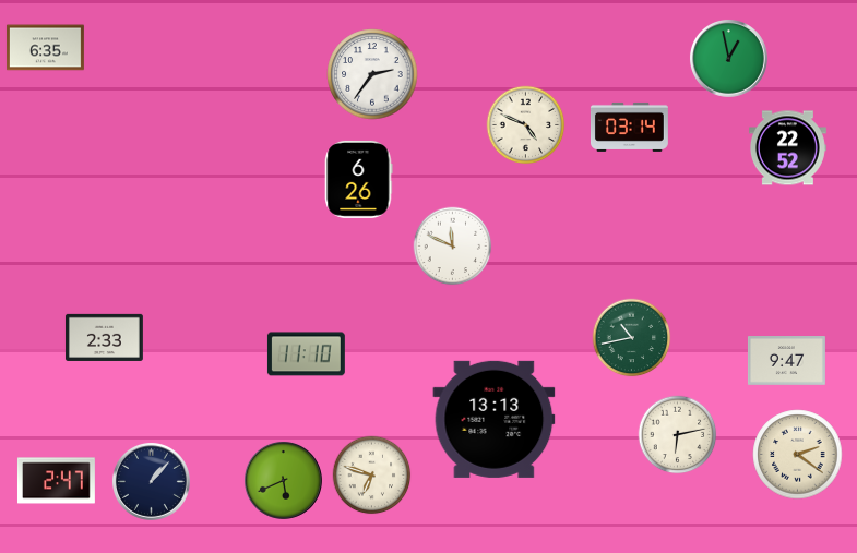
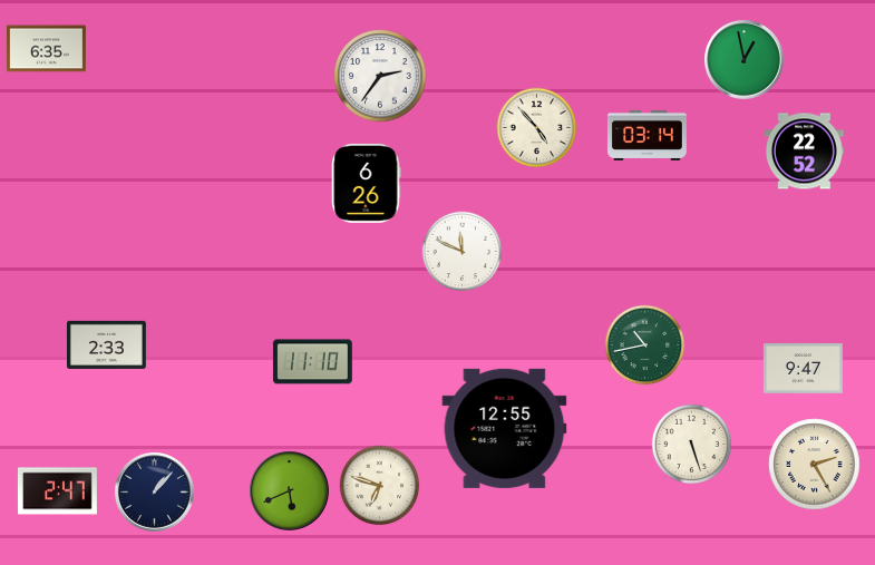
clock at (526, 125): 4:49 -> 4:53
clock at (629, 127) position: (629, 127) -> (646, 135)
clock at (495, 419): 13:13 -> 12:55
clock at (678, 435): 6:13 -> 5:27
clock at (798, 455): 2:21 -> 2:25
